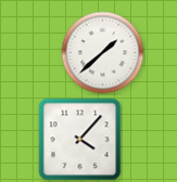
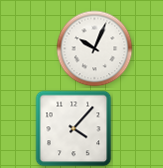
clock at (103, 53): 1:38 -> 10:04
